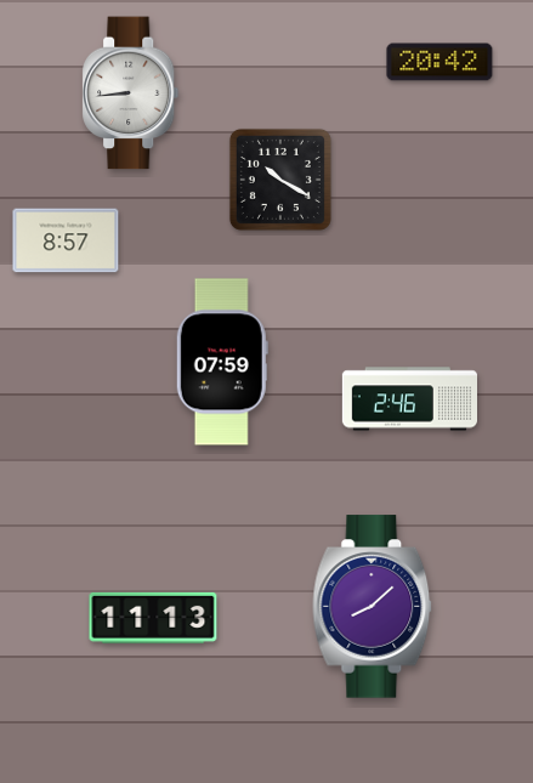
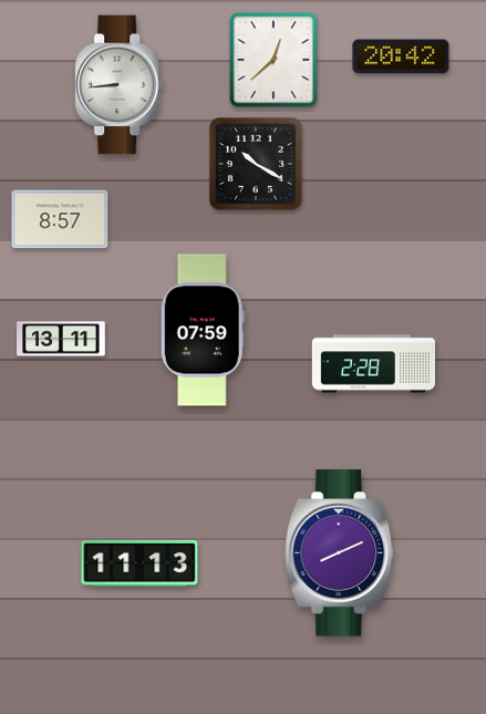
clock at (273, 60): none -> 12:38
clock at (61, 339): none -> 13:11
clock at (409, 399): 2:46 -> 2:28
clock at (373, 607): 8:08 -> 8:11
